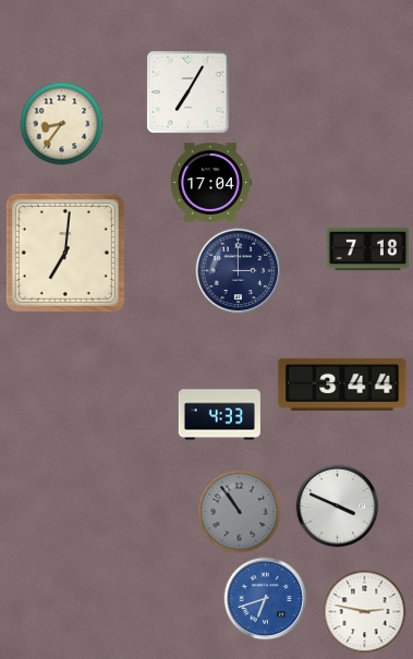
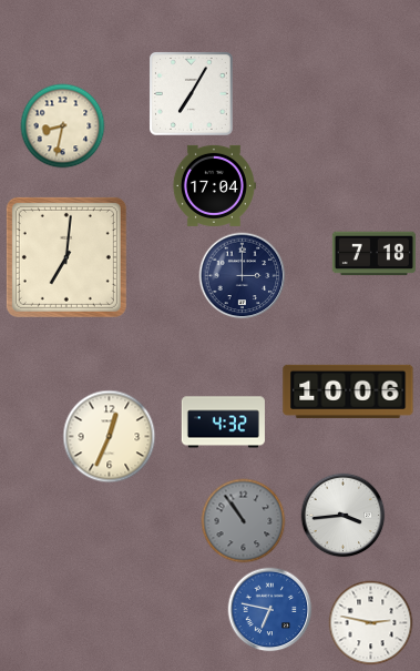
clock at (62, 124): 8:36 -> 8:32
clock at (342, 385): 3:44 -> 10:06
clock at (219, 415): 4:33 -> 4:32
clock at (110, 437): none -> 12:34
clock at (338, 507): 3:49 -> 3:44
clock at (266, 599): 6:42 -> 6:47
